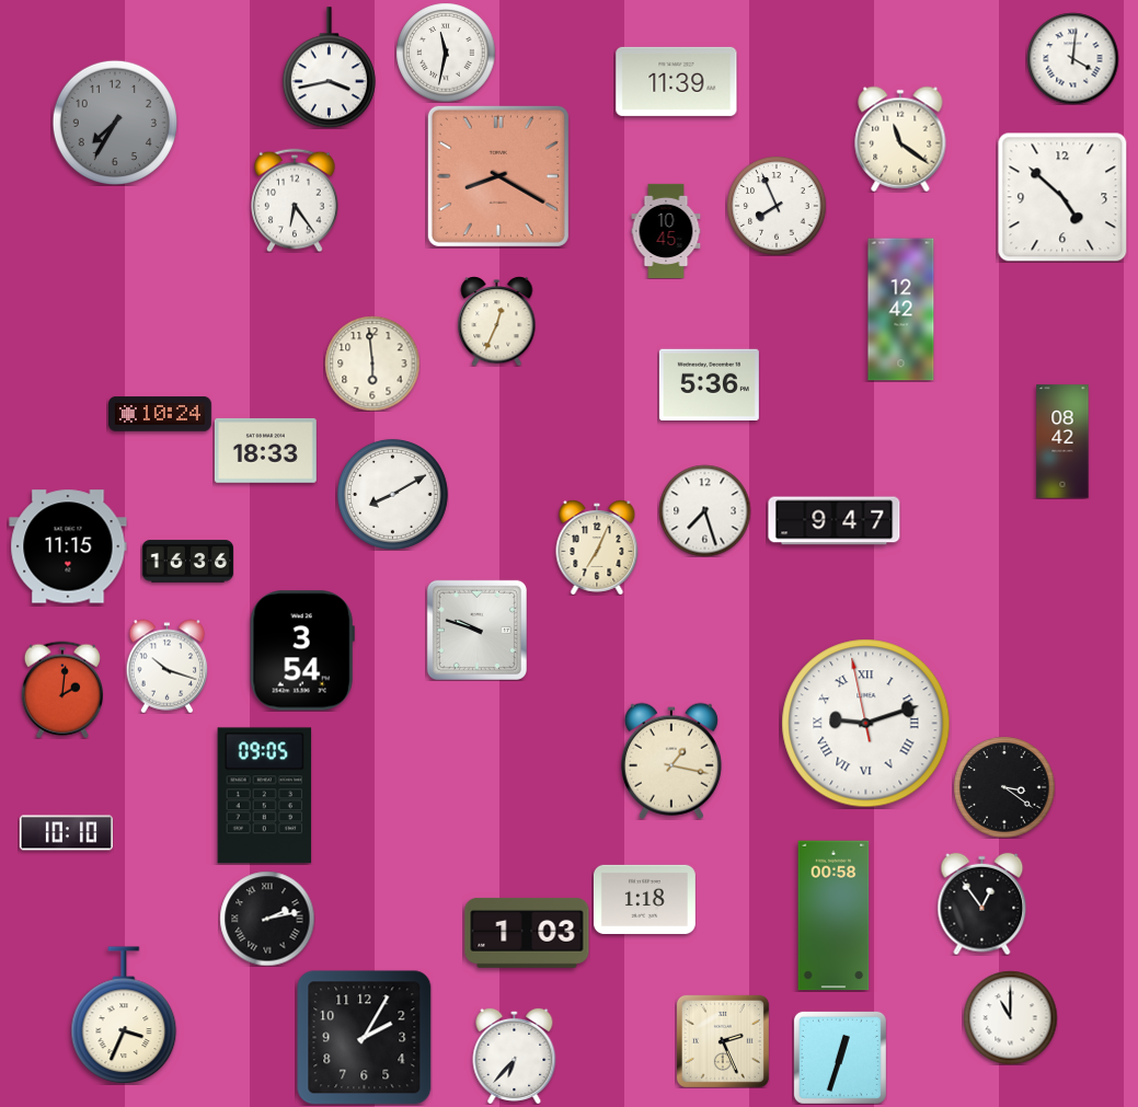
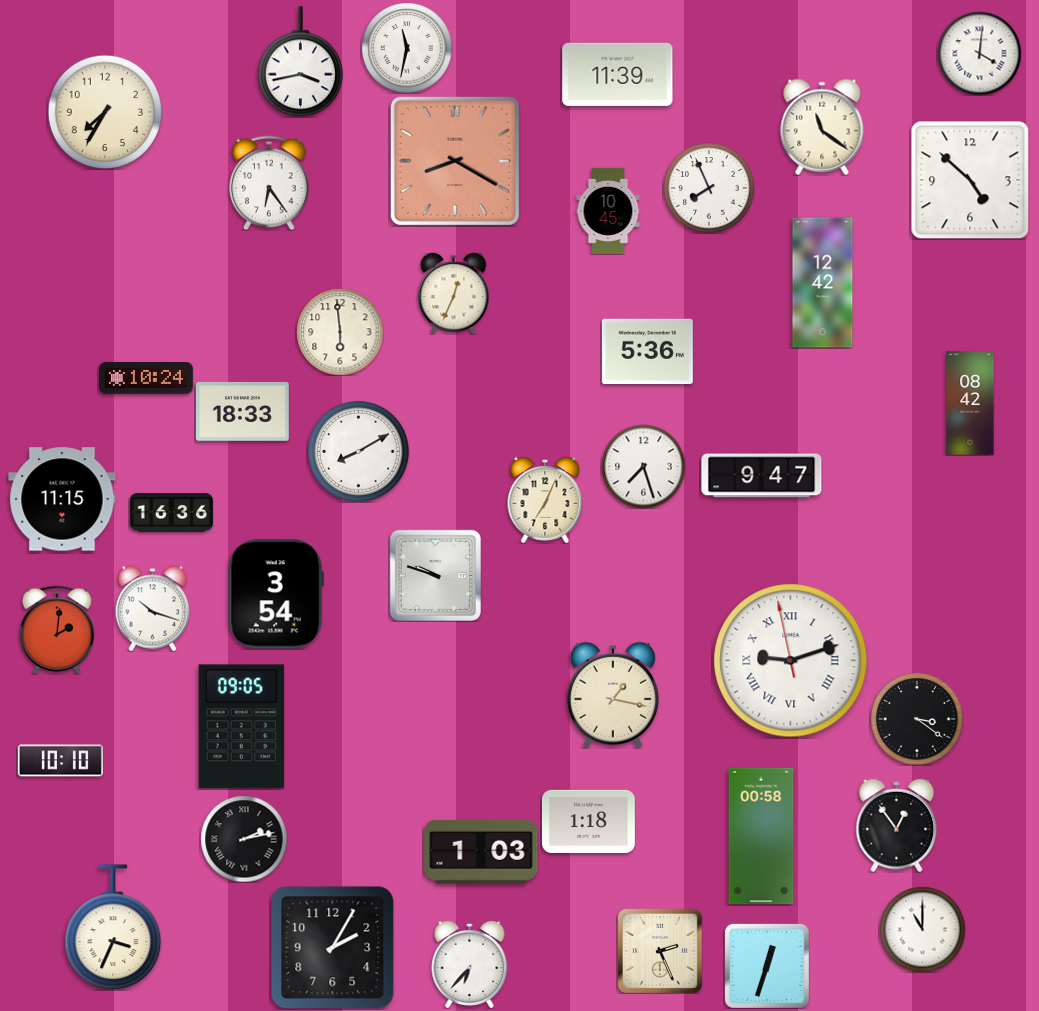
clock at (114, 122) dial: grey -> cream
